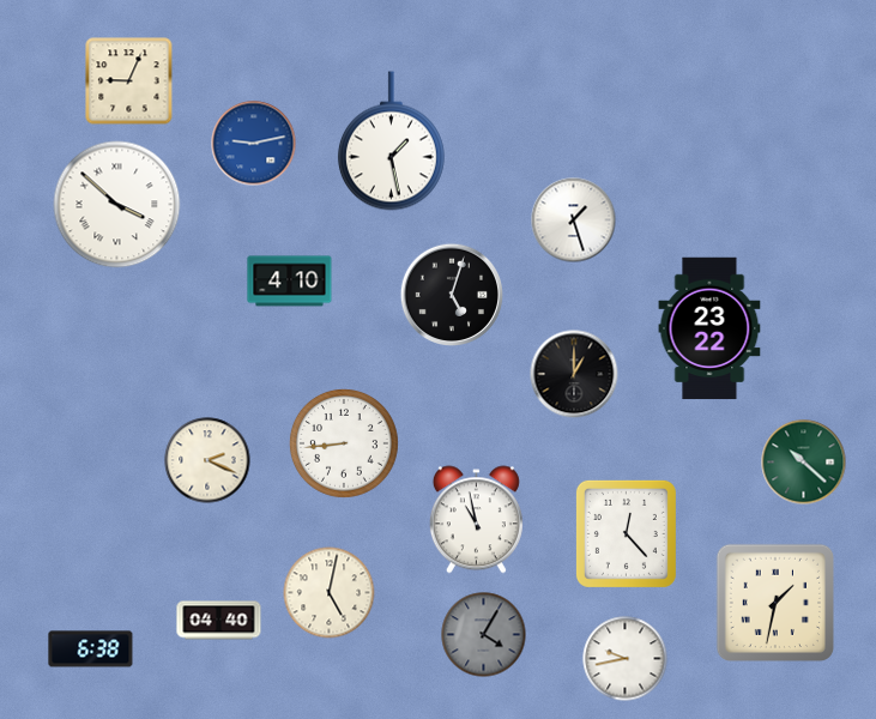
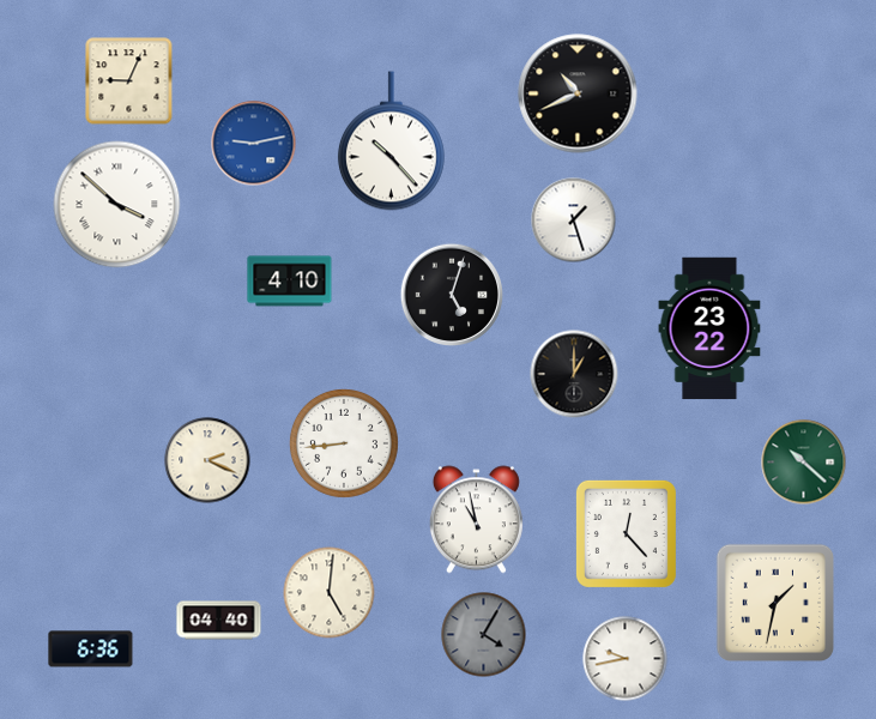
clock at (578, 93): none -> 10:41
clock at (391, 141): 1:28 -> 10:23
clock at (330, 593): 5:02 -> 5:01
clock at (91, 649): 6:38 -> 6:36
